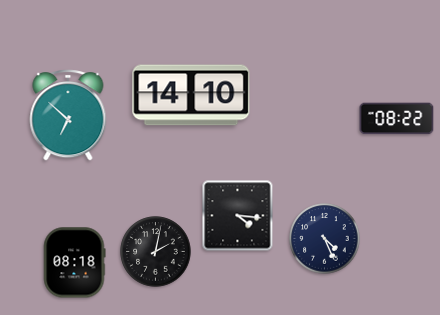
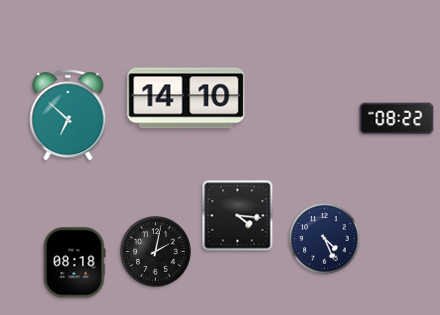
clock at (191, 95) position: (191, 95) -> (186, 98)
